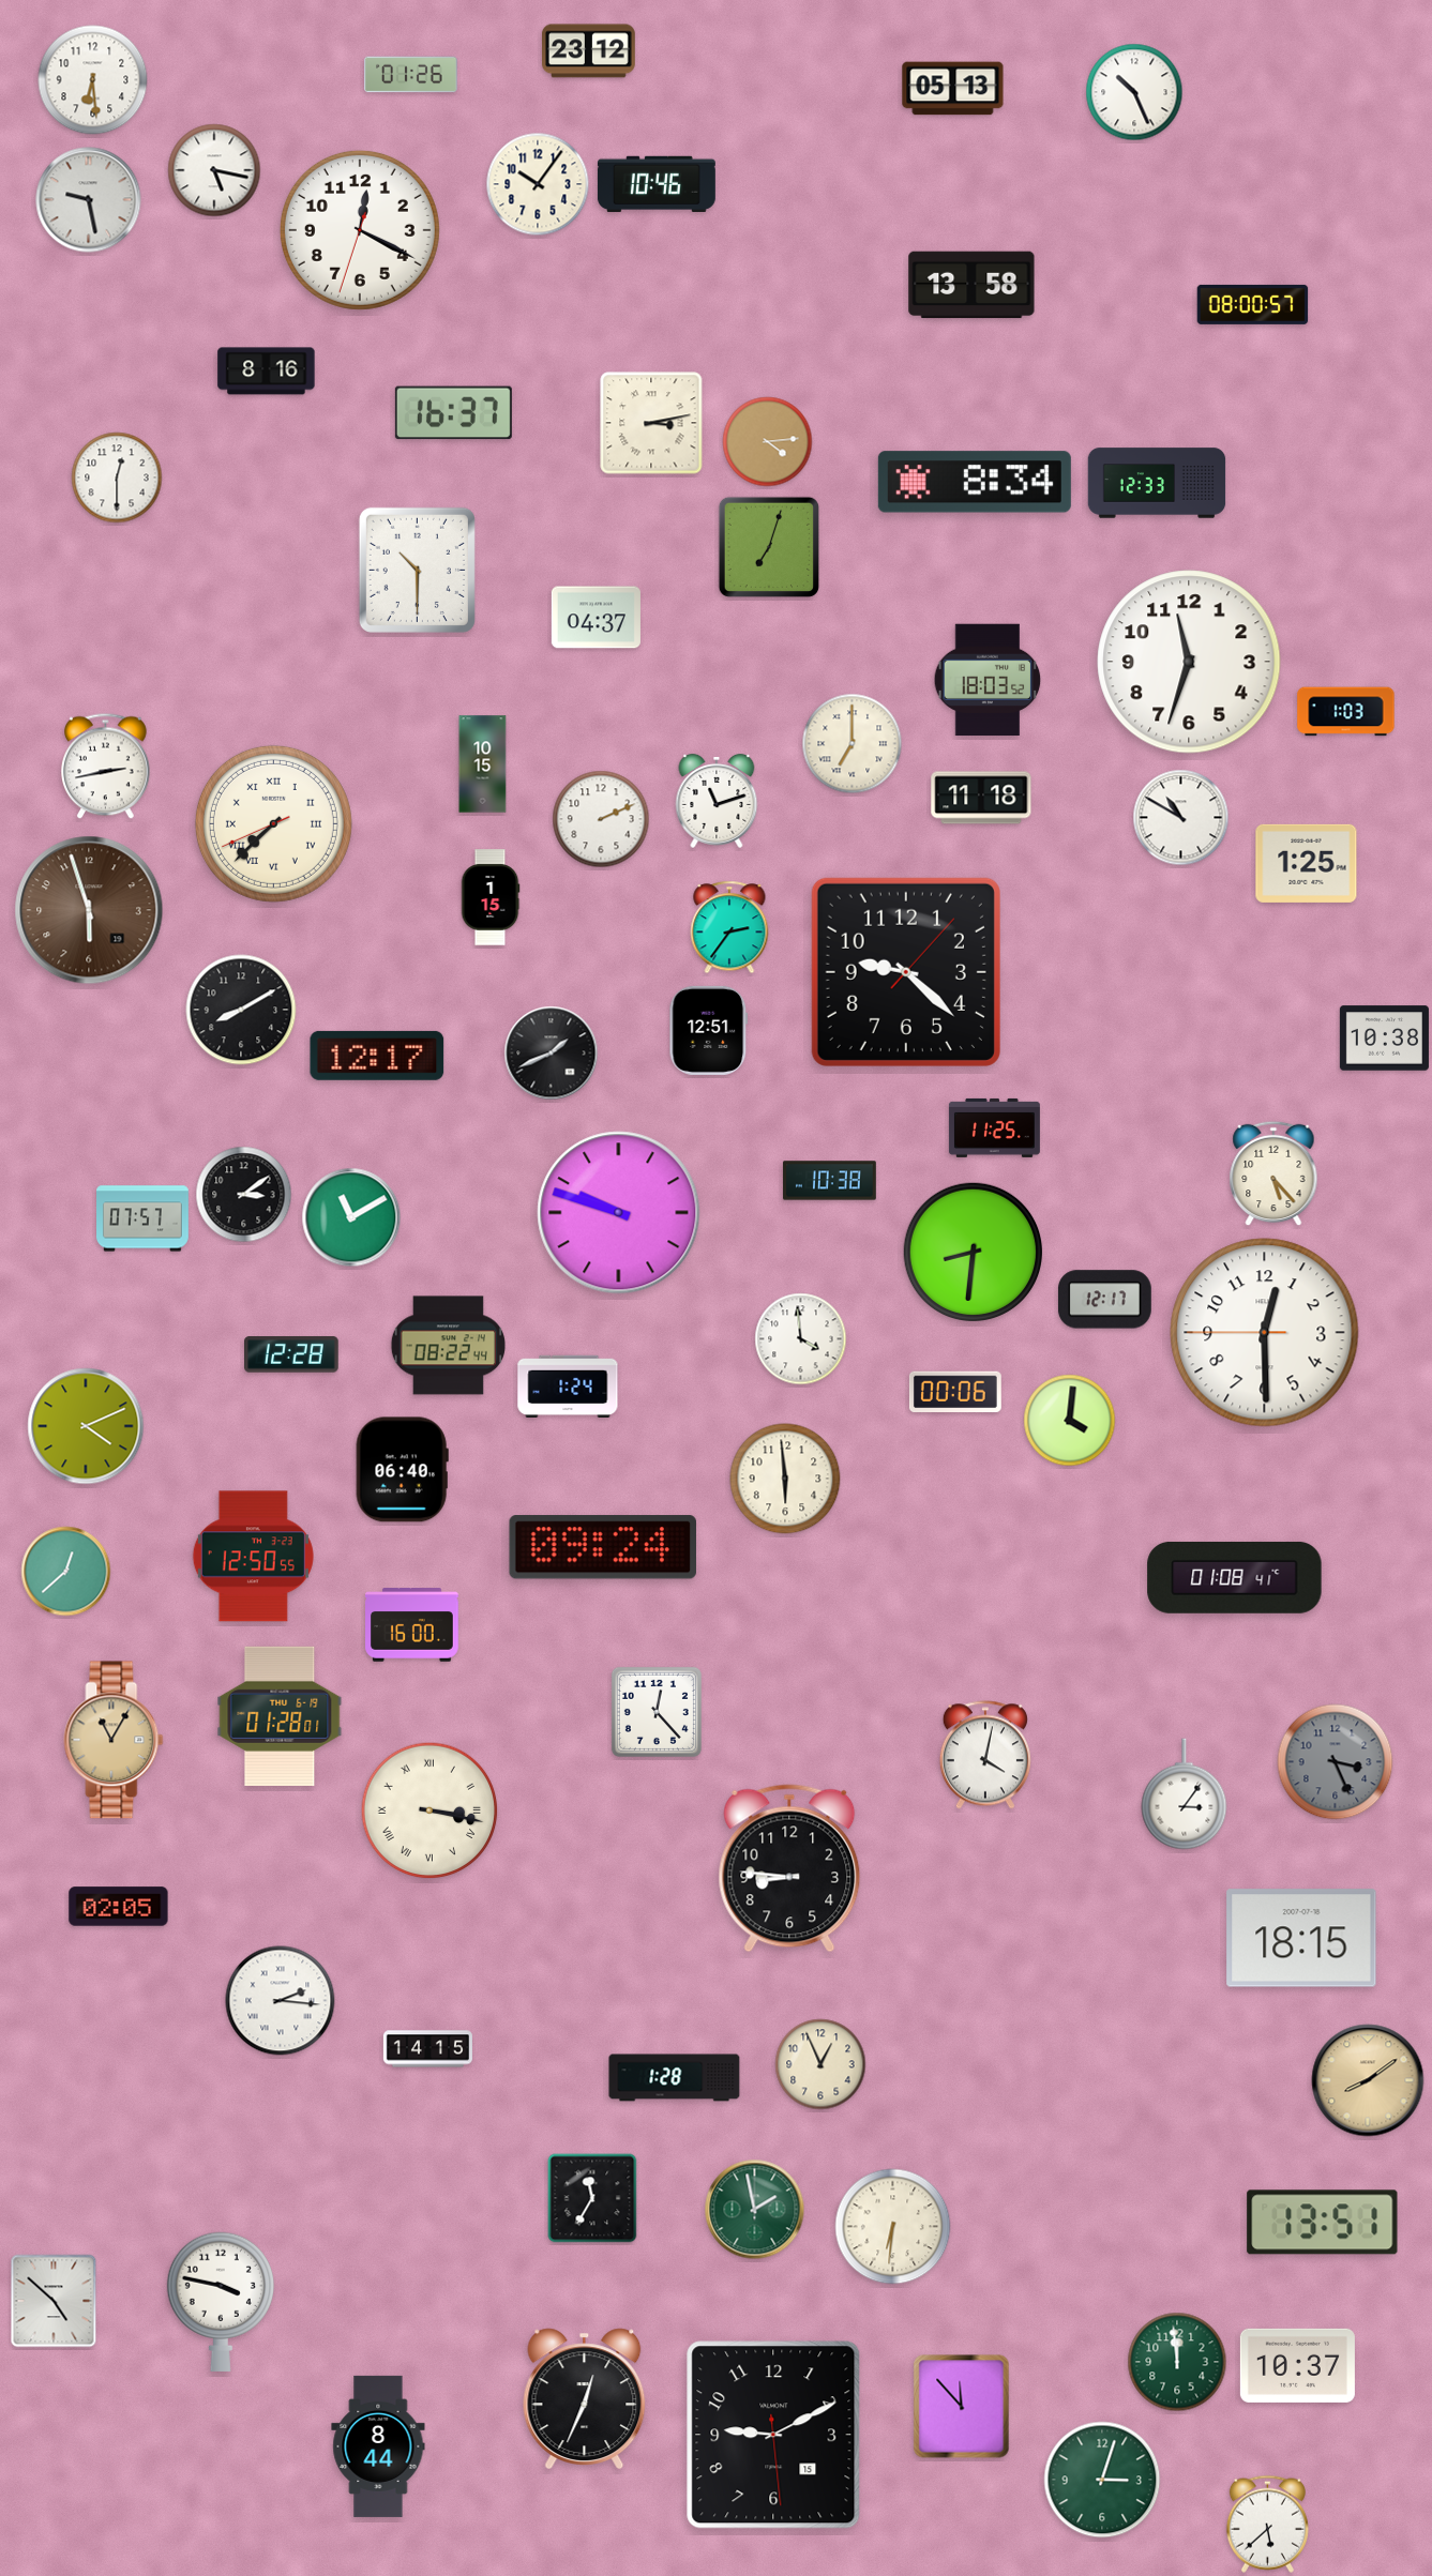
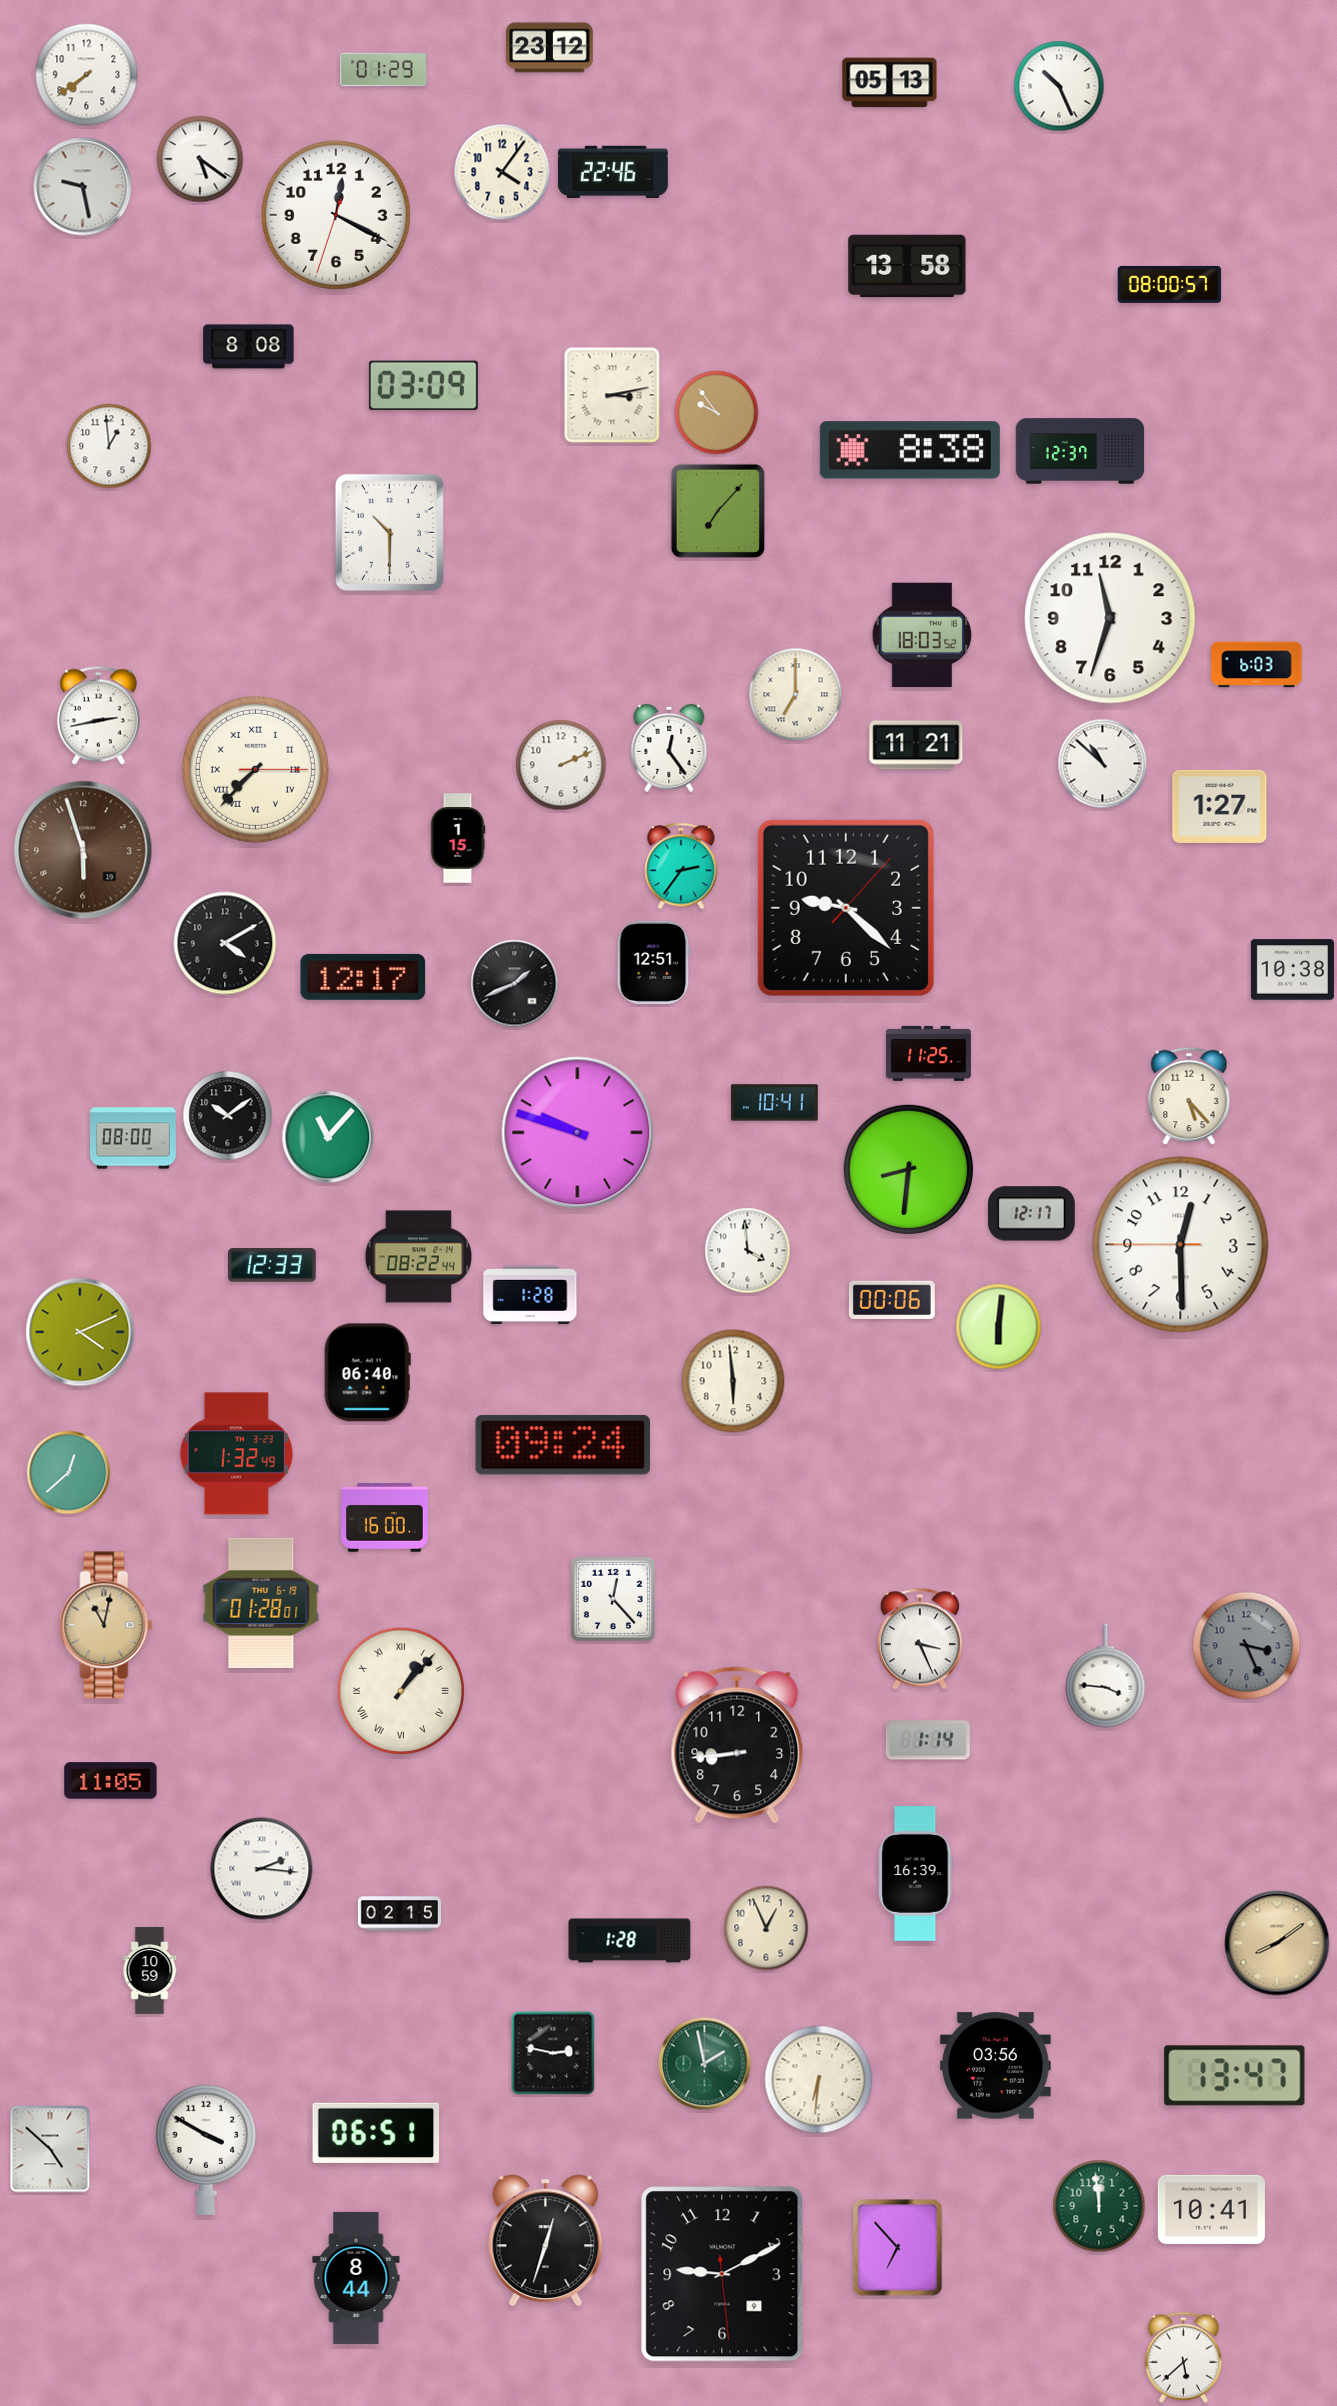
clock at (411, 75): 01:26 -> 01:29
clock at (93, 80): 6:29 -> 7:39
clock at (214, 170): 5:17 -> 5:21
clock at (538, 184): 10:06 -> 4:06
clock at (657, 184): 10:46 -> 22:46
clock at (267, 372): 8:16 -> 8:08
clock at (453, 413): 16:37 -> 03:09
clock at (651, 423) position: (651, 423) -> (612, 395)
clock at (768, 442): 4:14 -> 9:54
clock at (117, 478): 12:30 -> 12:59
clock at (975, 482): 8:34 -> 8:38
clock at (1157, 483): 12:33 -> 12:37
clock at (768, 546): 7:03 -> 7:07
clock at (596, 618): 04:37 -> none
clock at (1346, 712): 1:03 -> 6:03
clock at (483, 764): 10:15 -> none
clock at (981, 798): 11:18 -> 11:21
clock at (717, 801): 11:12 -> 12:24
clock at (1181, 818): 10:50 -> 10:52
clock at (273, 823): 7:37:41 -> 7:37:15
clock at (1307, 863): 1:25 -> 1:27
clock at (241, 1010): 8:10 -> 4:10
clock at (709, 1030) position: (709, 1030) -> (654, 962)
clock at (377, 1056) position: (377, 1056) -> (363, 977)
clock at (830, 1181): 10:38 -> 10:41
clock at (244, 1195): 3:09 -> 10:09
clock at (351, 1217): 11:10 -> 11:07
clock at (144, 1218): 07:57 -> 08:00
clock at (292, 1354): 12:28 -> 12:33
clock at (568, 1387): 1:24 -> 1:28
clock at (1070, 1421): 4:01 -> 6:01
clock at (402, 1470) position: (402, 1470) -> (367, 1373)
clock at (253, 1557): 12:50 -> 1:32
clock at (66, 1572) position: (66, 1572) -> (69, 1473)
clock at (1235, 1577): 01:08 -> none
clock at (114, 1740): 11:05 -> 11:02
clock at (985, 1755): 4:02 -> 3:26
clock at (1185, 1794): 3:06 -> 3:46
clock at (429, 1810): 3:17 -> 1:07
clock at (928, 1740): none -> 1:14
clock at (789, 1868): 8:46 -> 8:44
clock at (119, 1907): 02:05 -> 11:05
clock at (1301, 1938): 18:15 -> none
clock at (916, 1874): none -> 16:39
clock at (427, 2049): 14:15 -> 02:15
clock at (150, 1971): none -> 10:59
clock at (592, 2198): 11:35 -> 2:47
clock at (995, 2066): none -> 03:56
clock at (1323, 2223): 13:51 -> 13:47
clock at (893, 2227) position: (893, 2227) -> (819, 2080)
clock at (376, 2133): none -> 06:51
clock at (221, 2302): 3:47 -> 3:50
clock at (1297, 2365): 10:37 -> 10:41
clock at (585, 2398): 12:34 -> 12:33
clock at (962, 2407): 11:53 -> 6:53
clock at (773, 2435) date: 15 -> 9
clock at (378, 2446) position: (378, 2446) -> (356, 2278)
clock at (1102, 2480): 3:03 -> none
